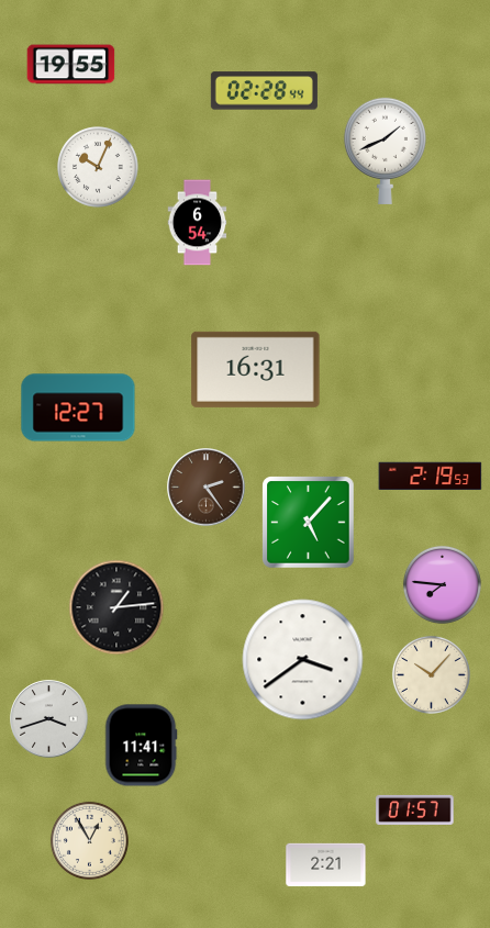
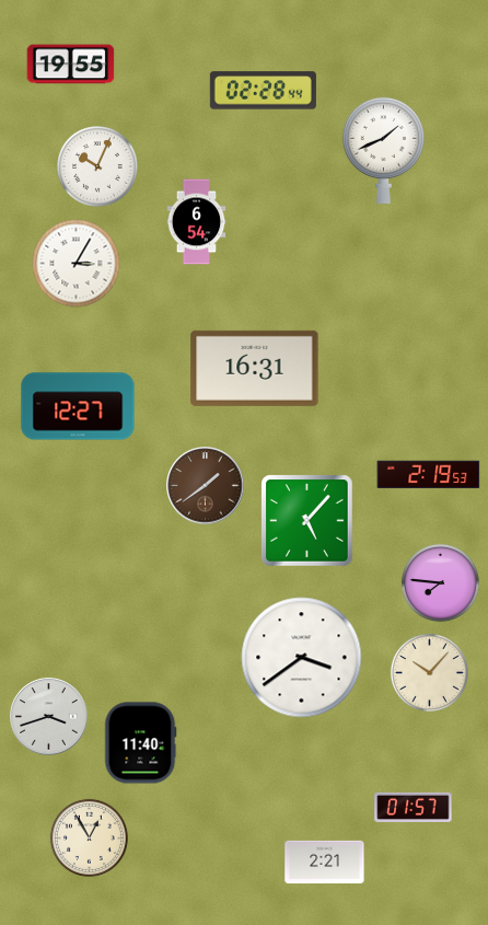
clock at (77, 264): none -> 3:05
clock at (207, 488): 2:24 -> 1:39
clock at (116, 607): 1:14 -> none
clock at (141, 746): 11:41 -> 11:40
